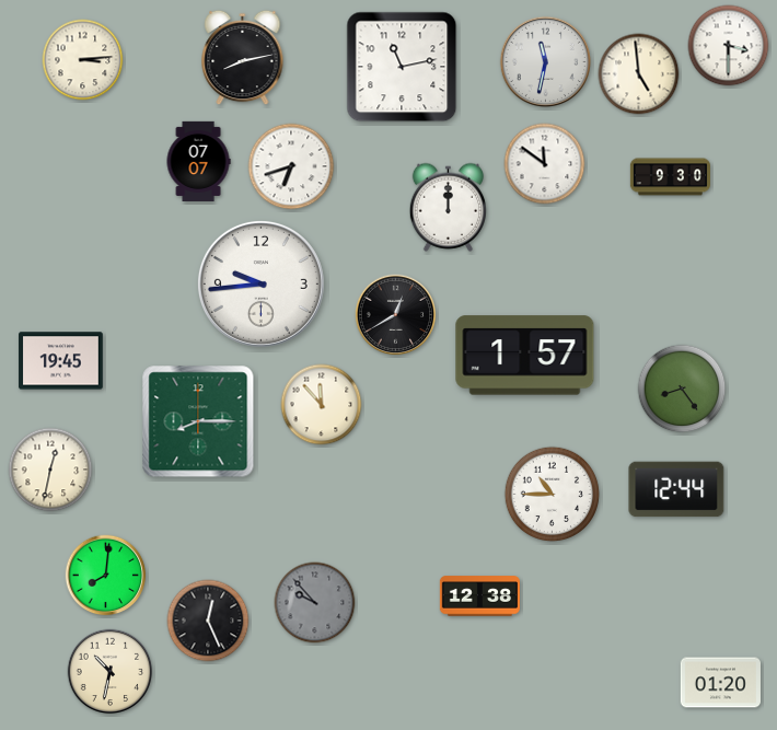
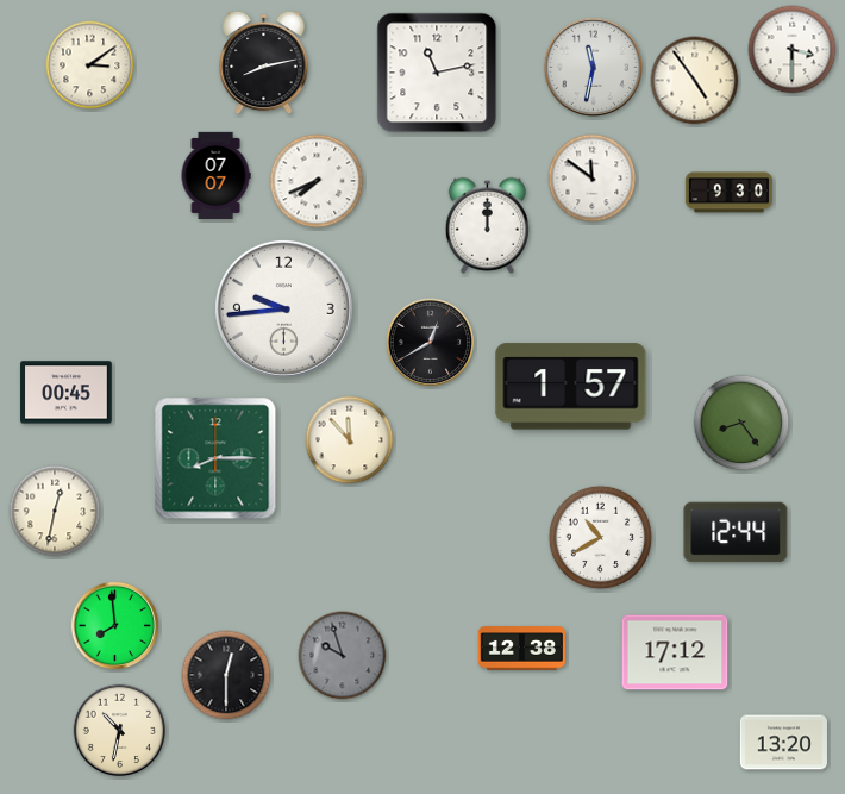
clock at (83, 60): 3:14 -> 3:09
clock at (639, 74): 4:59 -> 4:54
clock at (291, 166): 6:42 -> 7:41
clock at (61, 361): 19:45 -> 00:45
clock at (553, 495): 10:45 -> 10:40
clock at (106, 576): 8:01 -> 7:59
clock at (675, 652): none -> 17:12
clock at (315, 603): 9:53 -> 9:57
clock at (208, 621): 12:26 -> 12:30
clock at (720, 683): 01:20 -> 13:20
